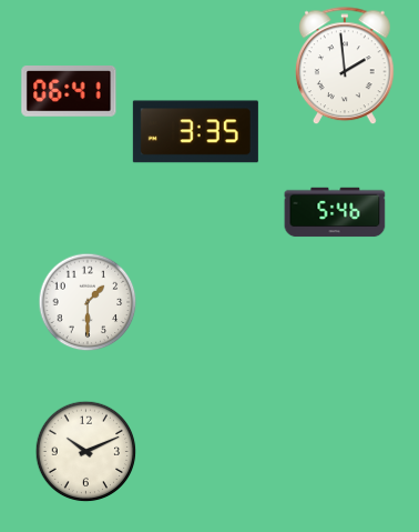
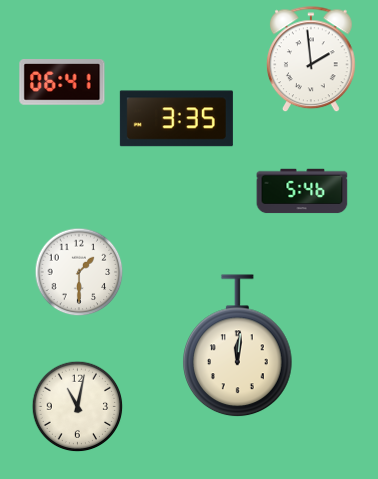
clock at (238, 346): none -> 12:01
clock at (86, 452): 10:11 -> 11:02
